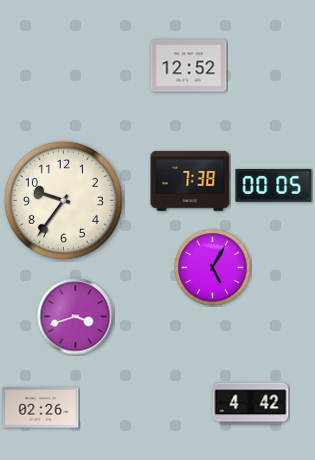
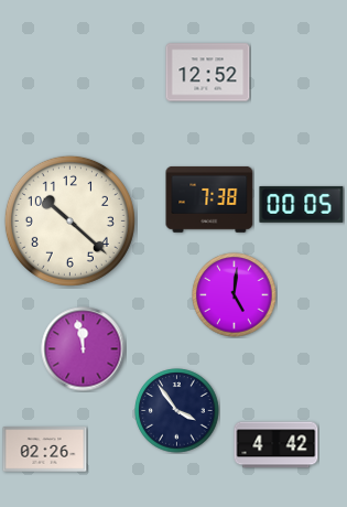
clock at (63, 200): 9:36 -> 10:22
clock at (213, 268): 5:05 -> 5:01
clock at (76, 317): 3:42 -> 11:58
clock at (177, 411): none -> 3:54
